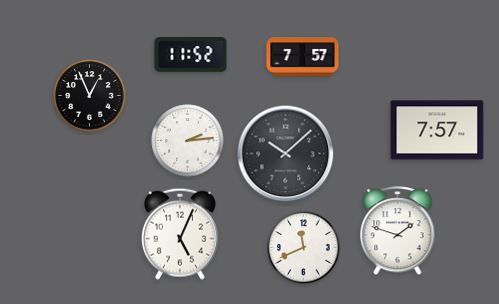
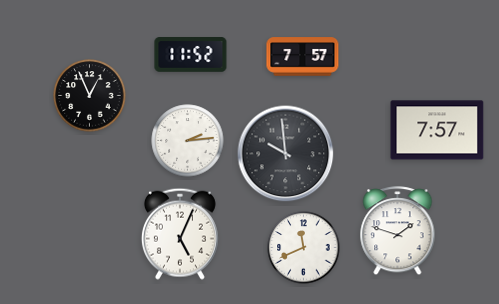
clock at (286, 154): 10:08 -> 9:59
